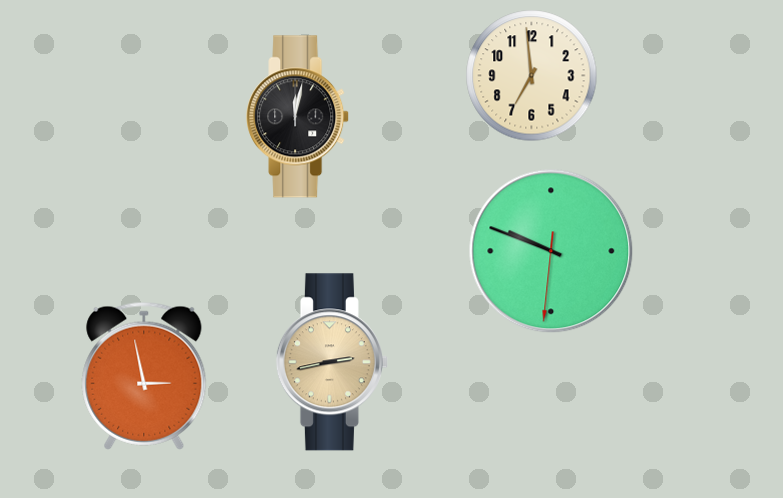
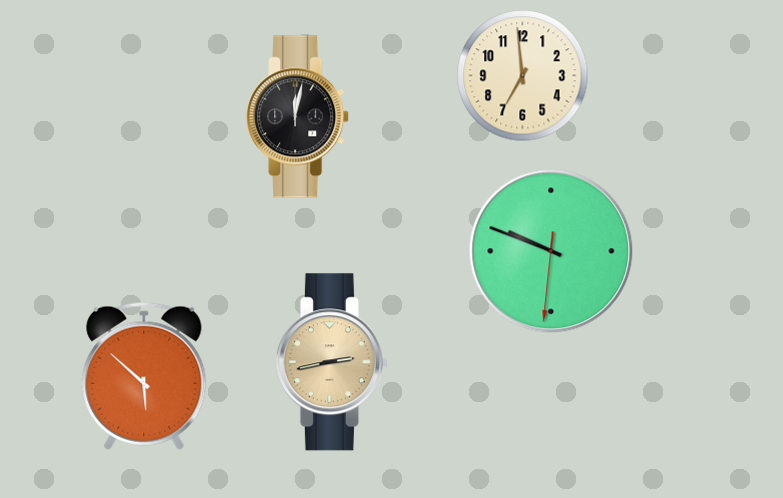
clock at (532, 76) position: (532, 76) -> (523, 76)
clock at (144, 376): 2:58 -> 5:52
